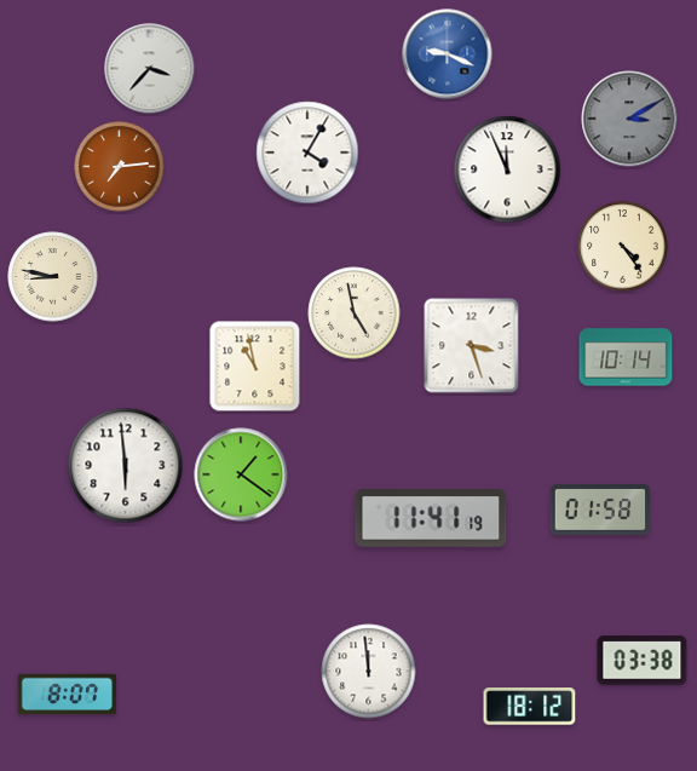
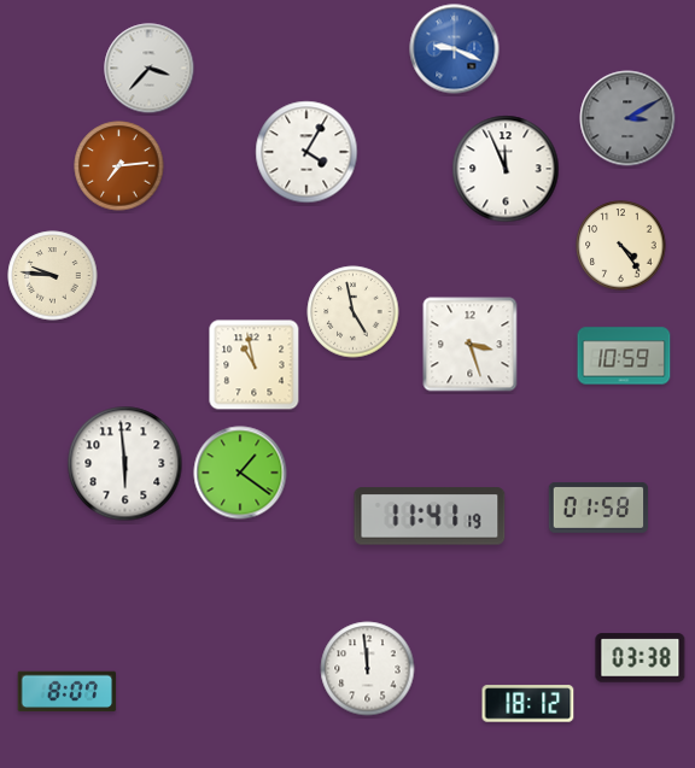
clock at (448, 54) position: (448, 54) -> (455, 49)
clock at (53, 277): 8:47 -> 9:46
clock at (626, 357): 10:14 -> 10:59
